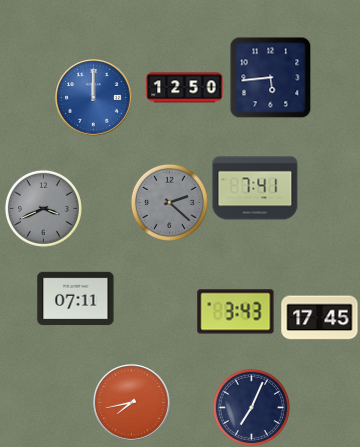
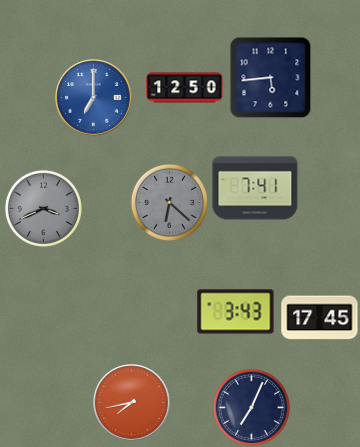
clock at (94, 98): 12:00 -> 7:00
clock at (169, 202): 2:22 -> 6:22
clock at (76, 299): 07:11 -> none
